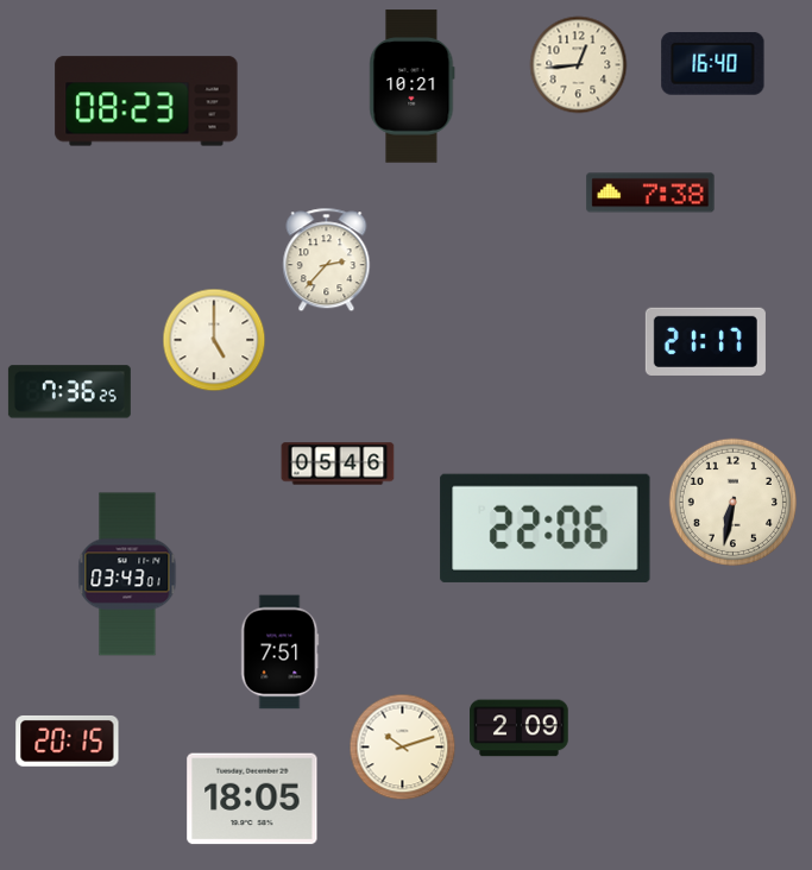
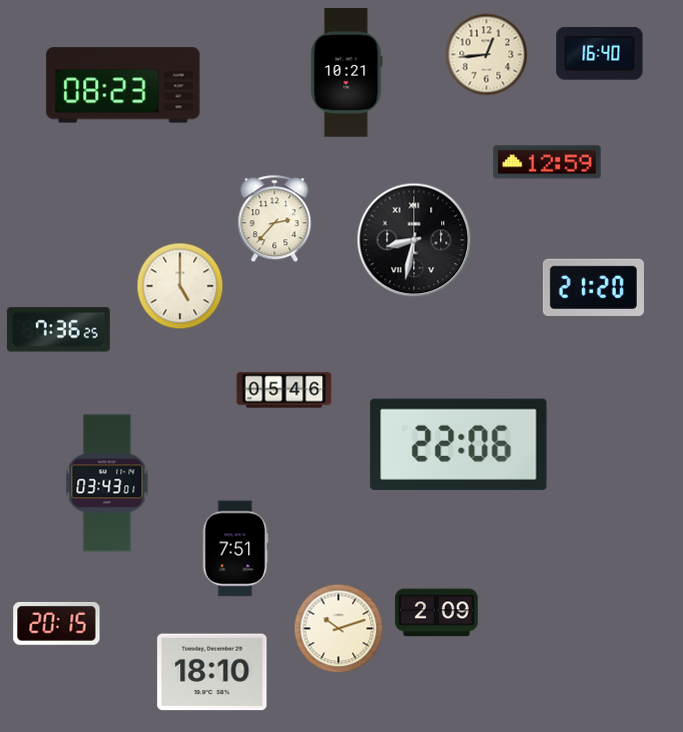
clock at (650, 193): 7:38 -> 12:59
clock at (414, 240): none -> 8:32
clock at (705, 341): 21:17 -> 21:20
clock at (732, 502): 6:32 -> none
clock at (252, 799): 18:05 -> 18:10
